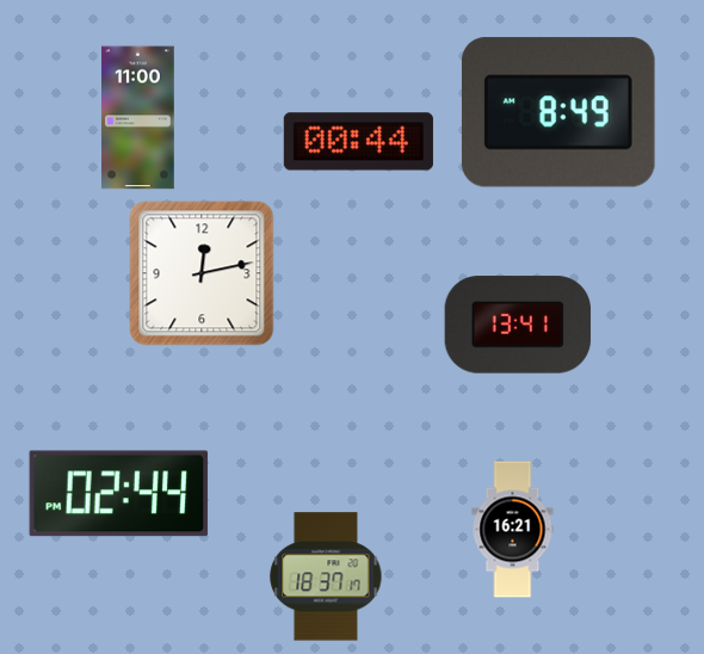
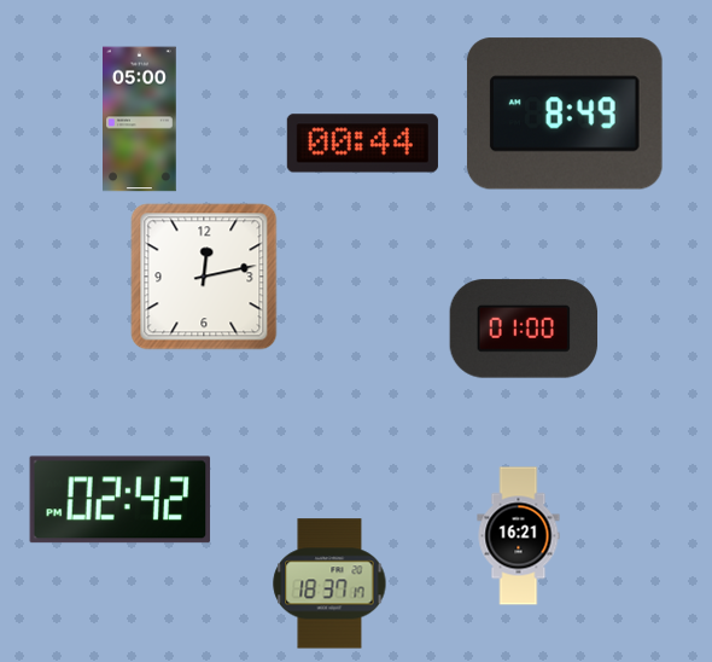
clock at (138, 118): 11:00 -> 05:00
clock at (518, 325): 13:41 -> 01:00
clock at (119, 494): 02:44 -> 02:42
